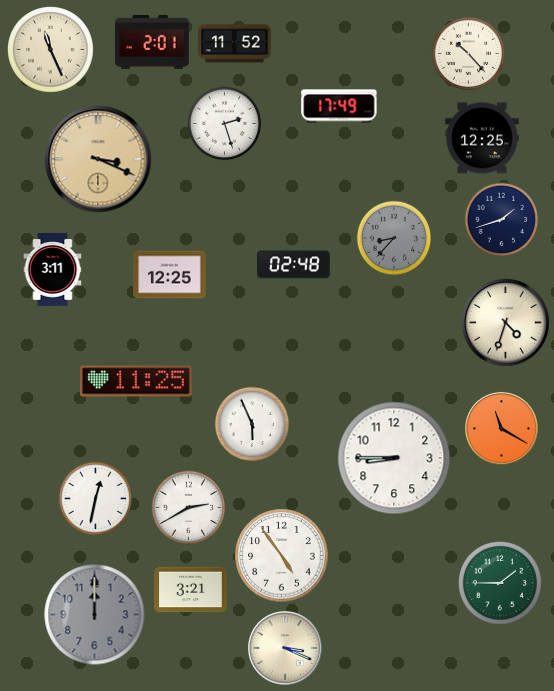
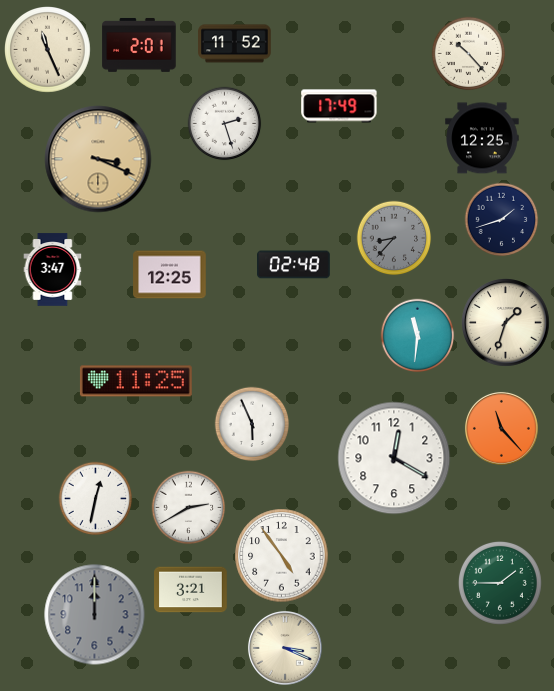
clock at (152, 42) position: (152, 42) -> (139, 45)
clock at (51, 50) position: (51, 50) -> (48, 50)
clock at (53, 270): 3:11 -> 3:47
clock at (506, 323): 4:33 -> 1:33
clock at (418, 336): none -> 11:31
clock at (501, 428): 11:20 -> 11:23
clock at (394, 458): 8:45 -> 12:20
